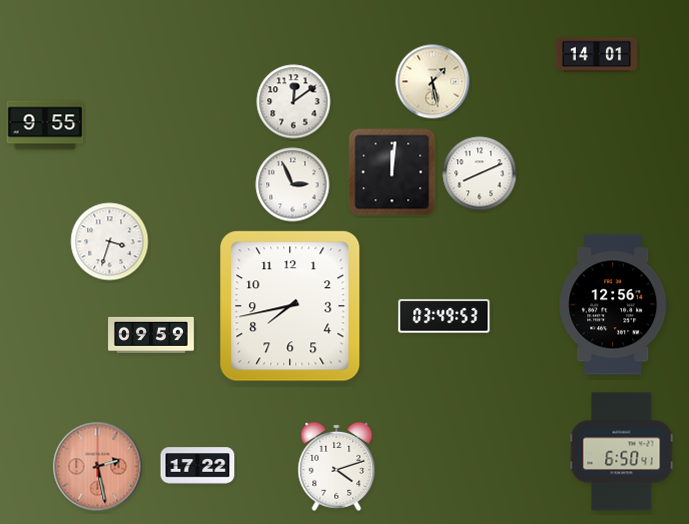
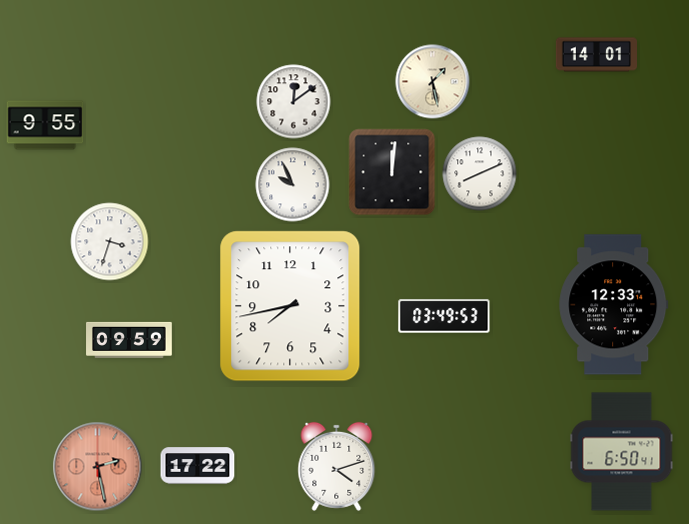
clock at (293, 185): 2:56 -> 9:56
clock at (614, 305): 12:56 -> 12:33
clock at (151, 335) position: (151, 335) -> (129, 340)
